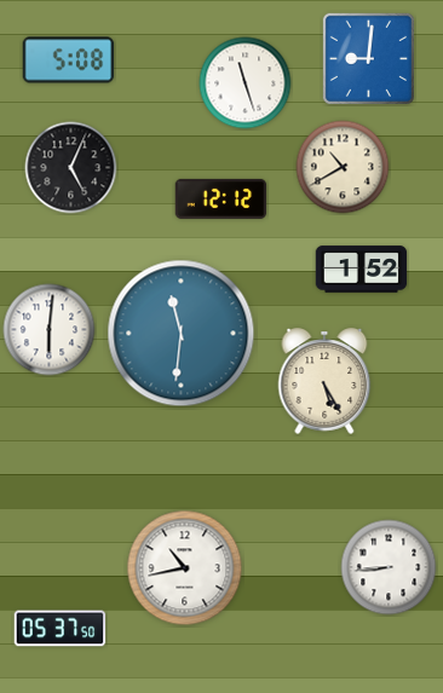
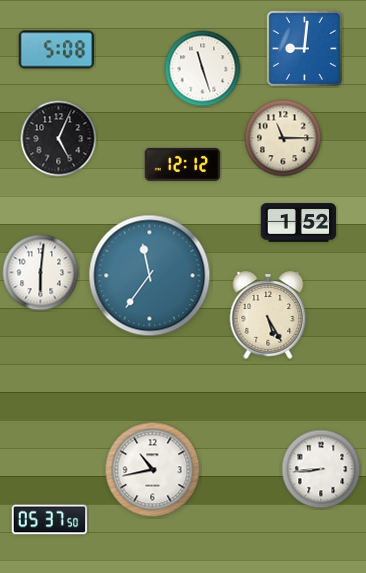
clock at (343, 167): 10:40 -> 11:15
clock at (182, 334): 11:31 -> 11:36
